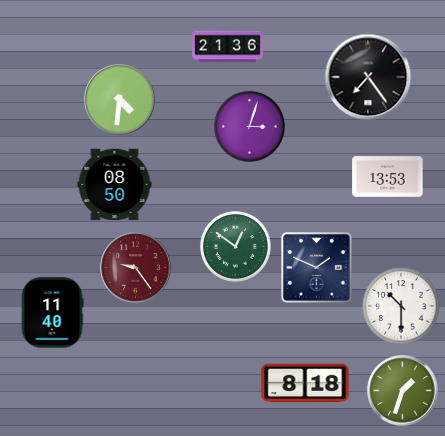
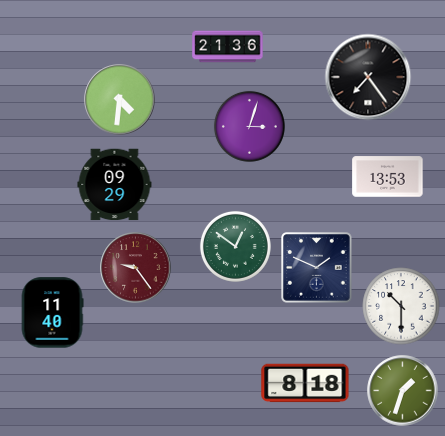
clock at (115, 185): 08:50 -> 09:29
